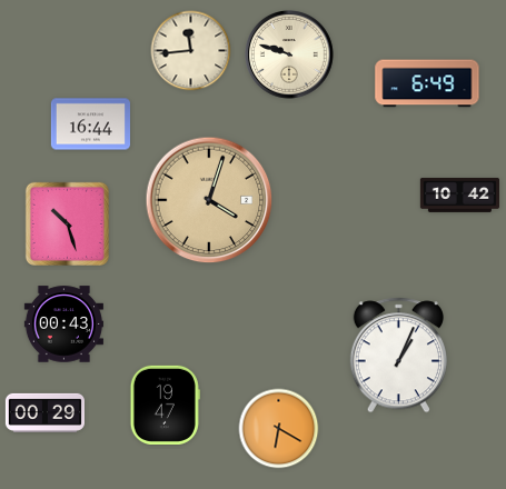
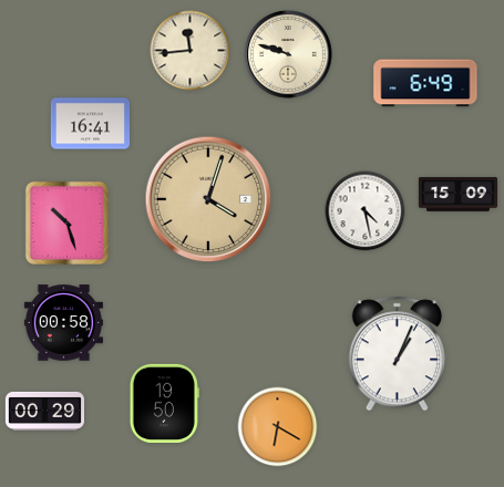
clock at (90, 124): 16:44 -> 16:41
clock at (459, 194): 10:42 -> 15:09
clock at (366, 211): none -> 4:28
clock at (63, 325): 00:43 -> 00:58
clock at (165, 405): 19:47 -> 19:50
